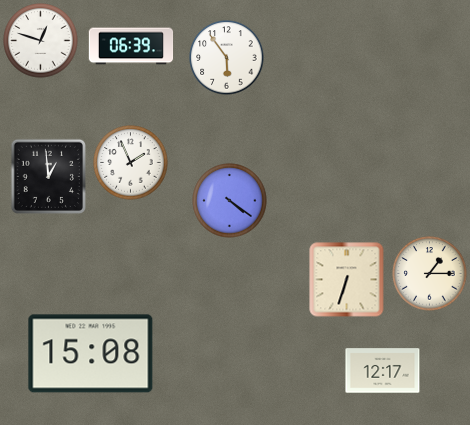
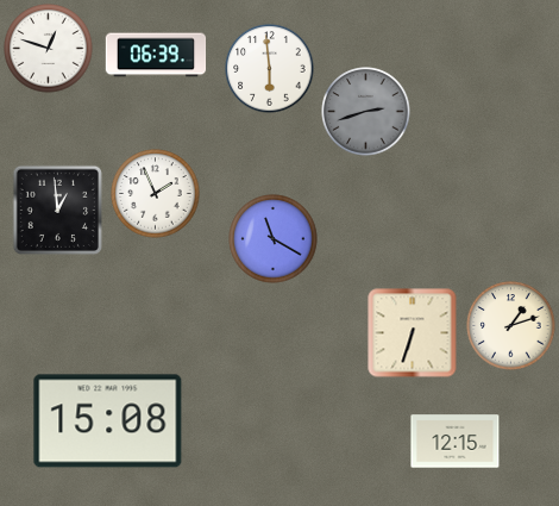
clock at (227, 58): 5:54 -> 5:59
clock at (366, 112): none -> 2:42
clock at (230, 201): 4:21 -> 11:20
clock at (430, 274): 1:15 -> 1:12
clock at (383, 371): 12:17 -> 12:15
